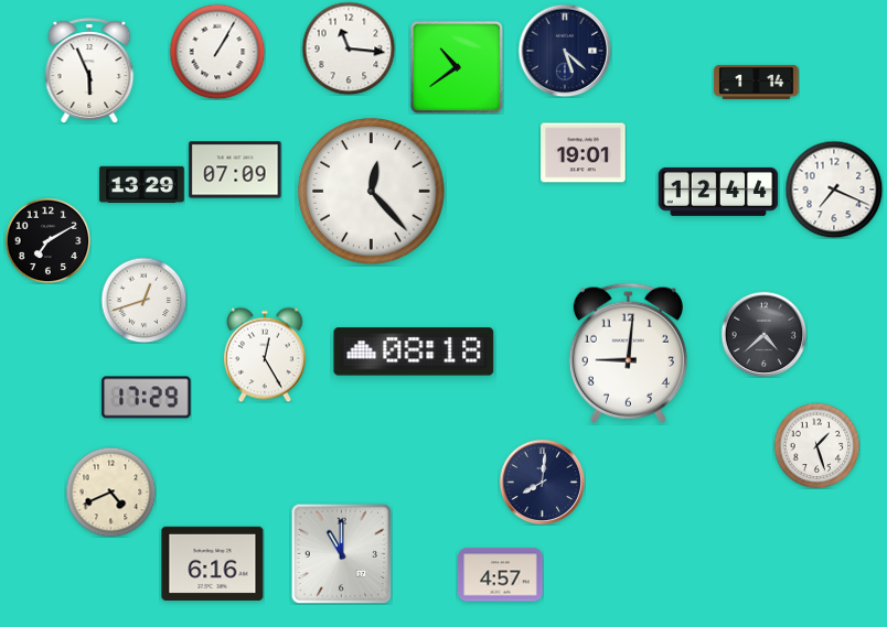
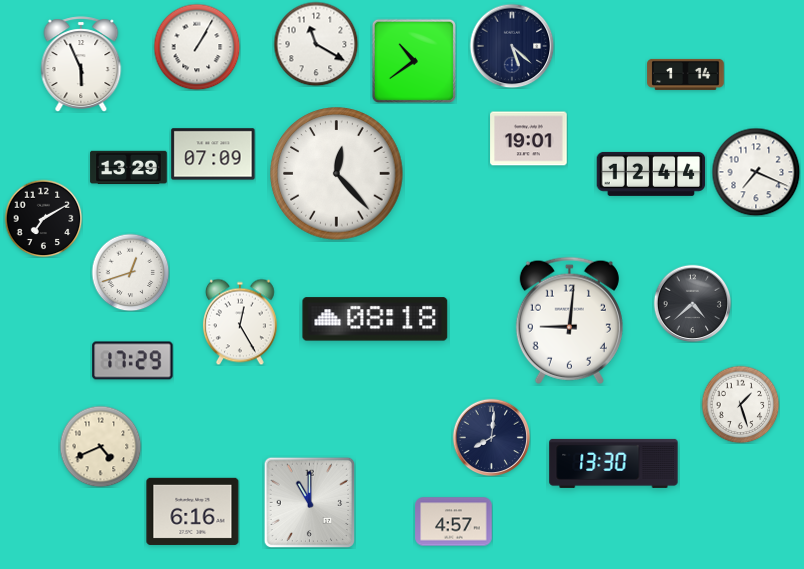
clock at (349, 48): 11:16 -> 11:20
clock at (614, 463): none -> 13:30
